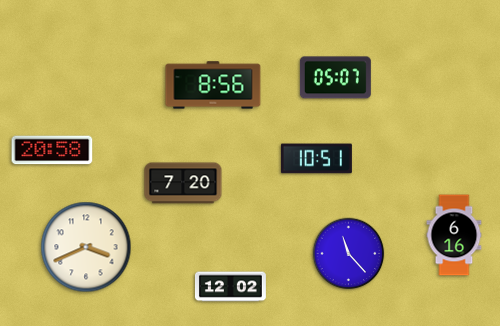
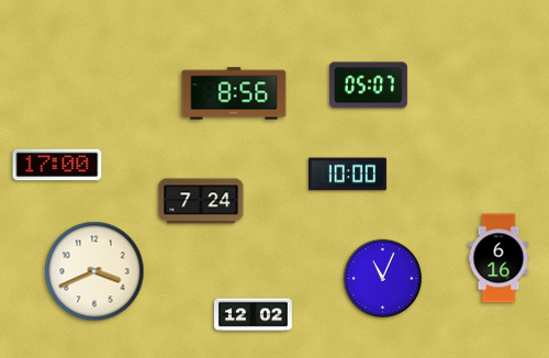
clock at (52, 150): 20:58 -> 17:00
clock at (316, 159): 10:51 -> 10:00
clock at (183, 183): 7:20 -> 7:24
clock at (349, 254): 11:23 -> 11:04
